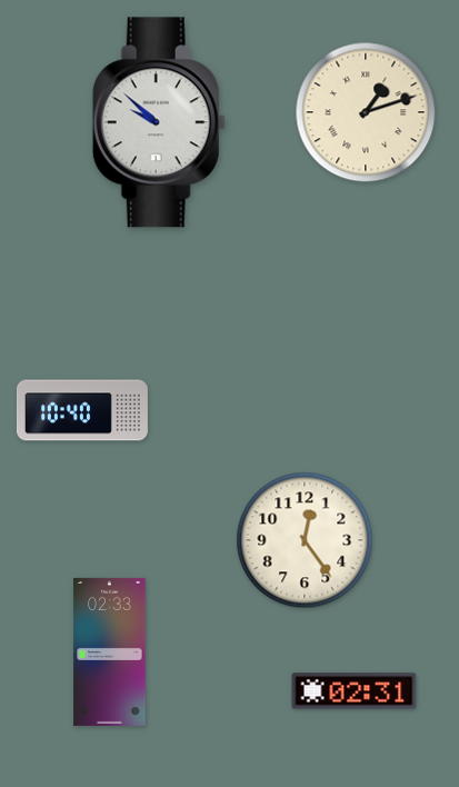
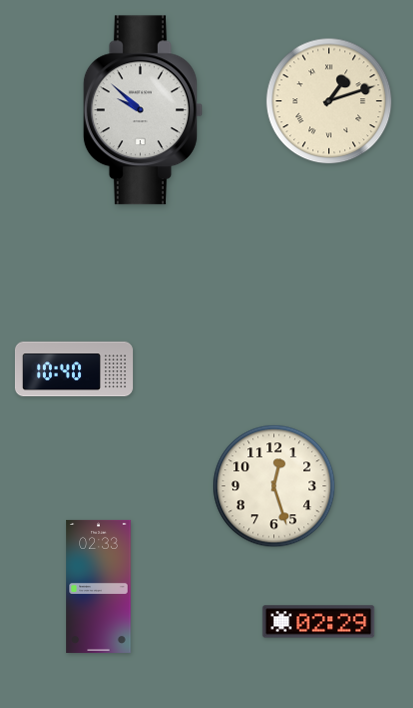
clock at (305, 540): 12:24 -> 12:27
clock at (355, 691): 02:31 -> 02:29
